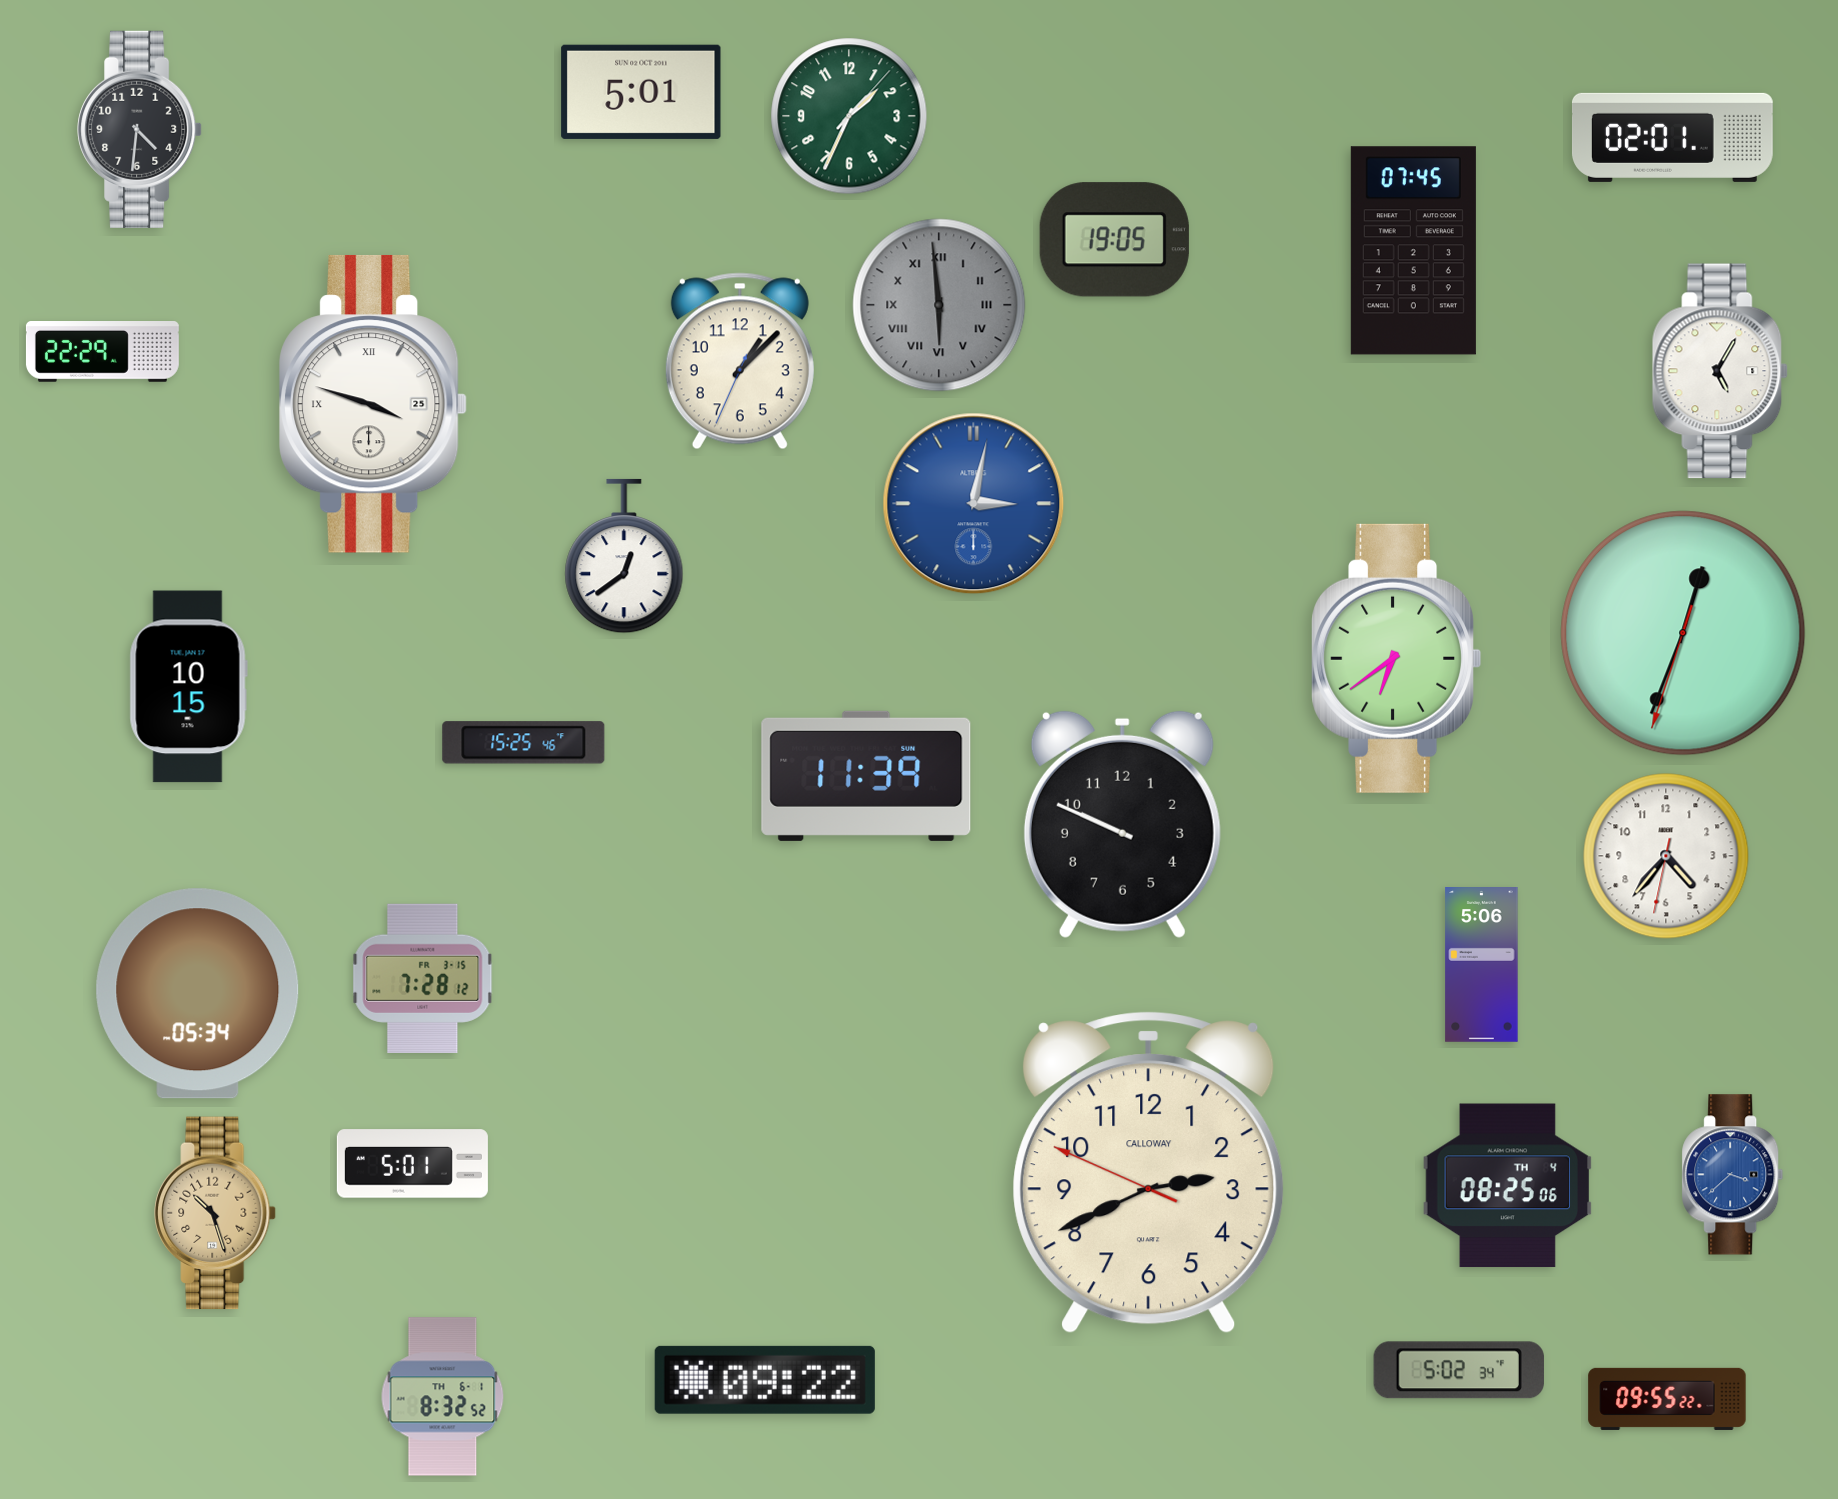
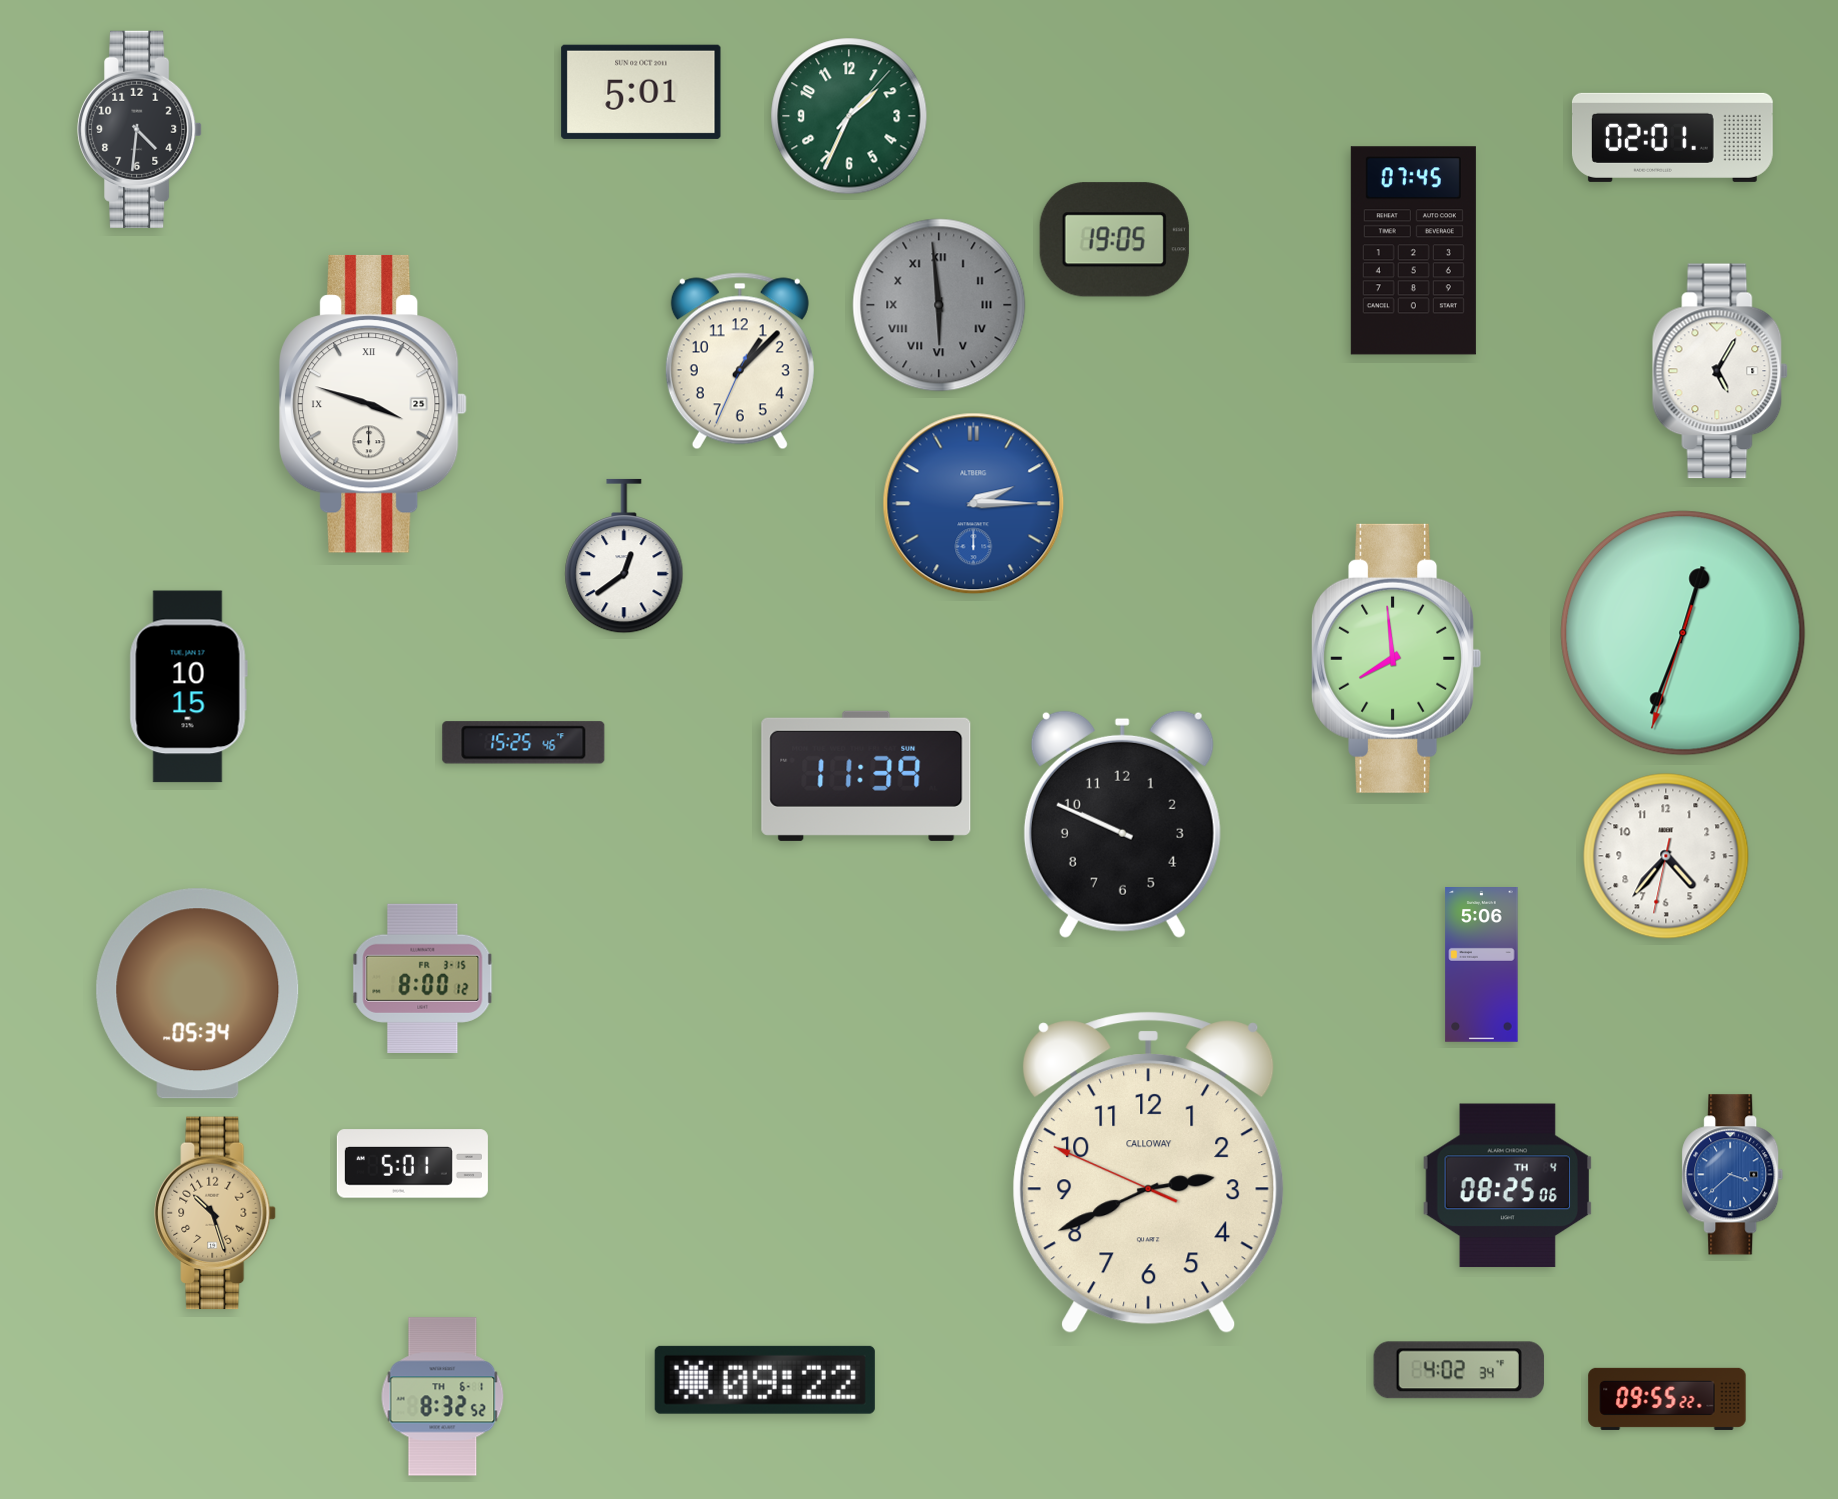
clock at (102, 352): 22:29 -> none
clock at (974, 504): 3:02 -> 2:15
clock at (1397, 658): 6:39 -> 7:59
clock at (423, 978): 7:28 -> 8:00
clock at (1459, 1370): 5:02 -> 4:02
